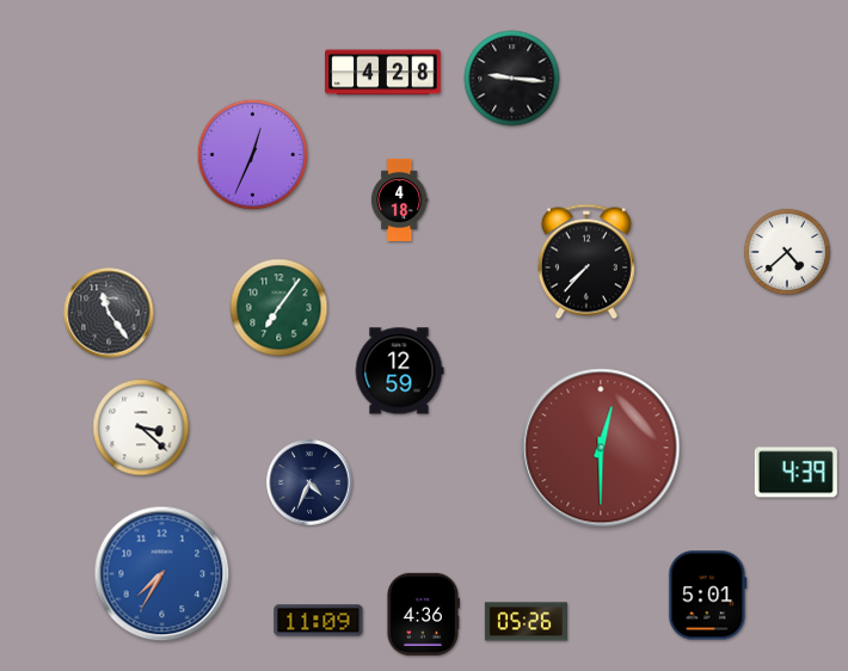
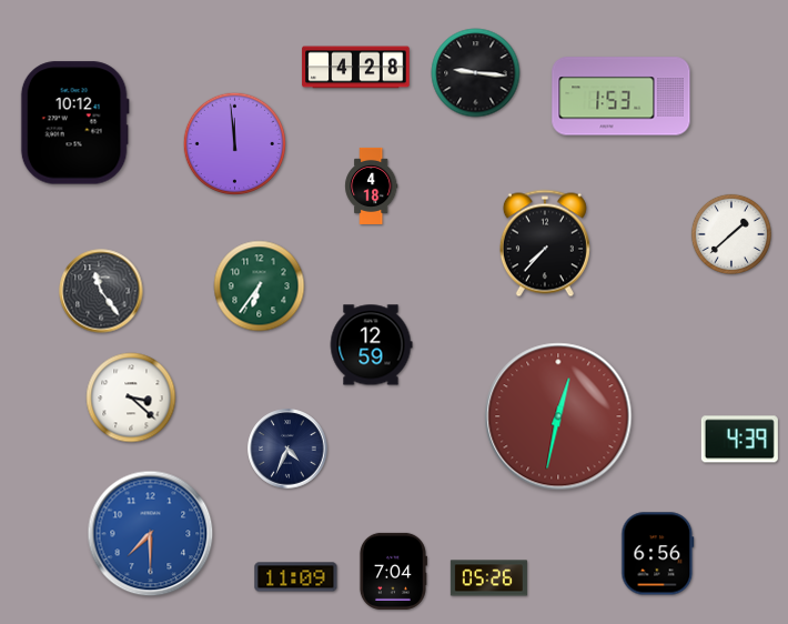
clock at (622, 97): none -> 1:53
clock at (74, 123): none -> 10:12
clock at (252, 154): 12:34 -> 11:59
clock at (787, 252): 4:38 -> 1:38
clock at (279, 308): 7:06 -> 6:36
clock at (601, 448): 12:30 -> 12:32
clock at (162, 574): 7:35 -> 7:30
clock at (708, 596): 5:01 -> 6:56
clock at (423, 614): 4:36 -> 7:04
